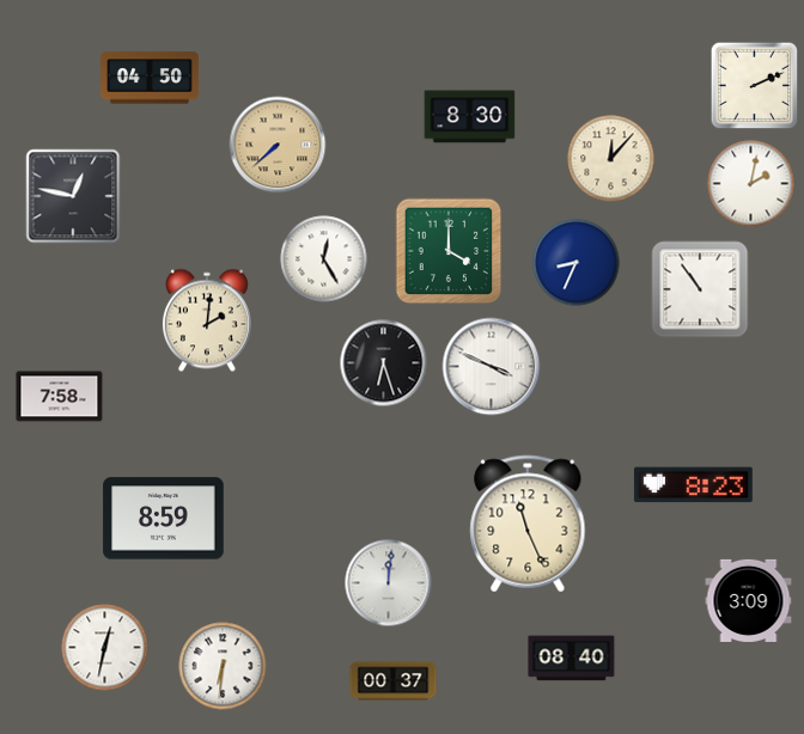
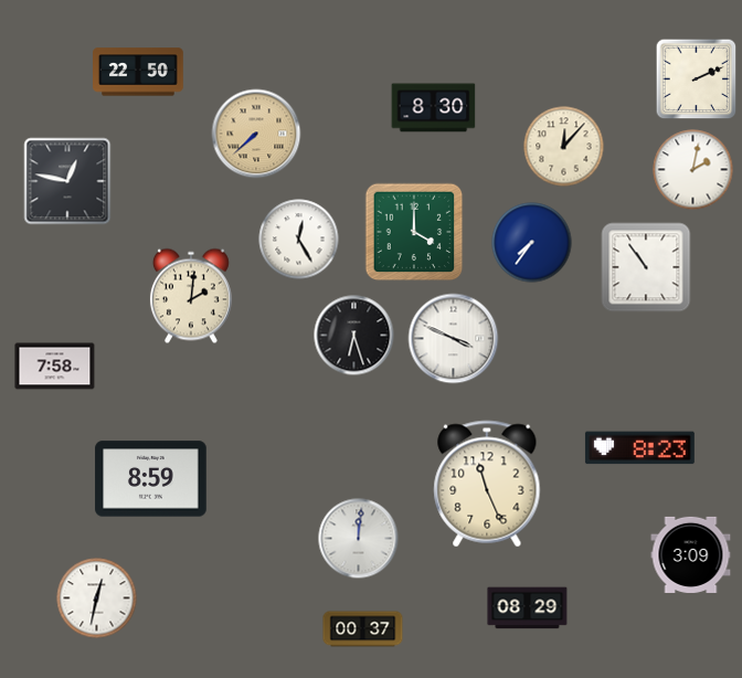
clock at (151, 78): 04:50 -> 22:50
clock at (577, 263): 8:34 -> 7:36
clock at (572, 659): 08:40 -> 08:29
clock at (223, 666): 6:31 -> none
